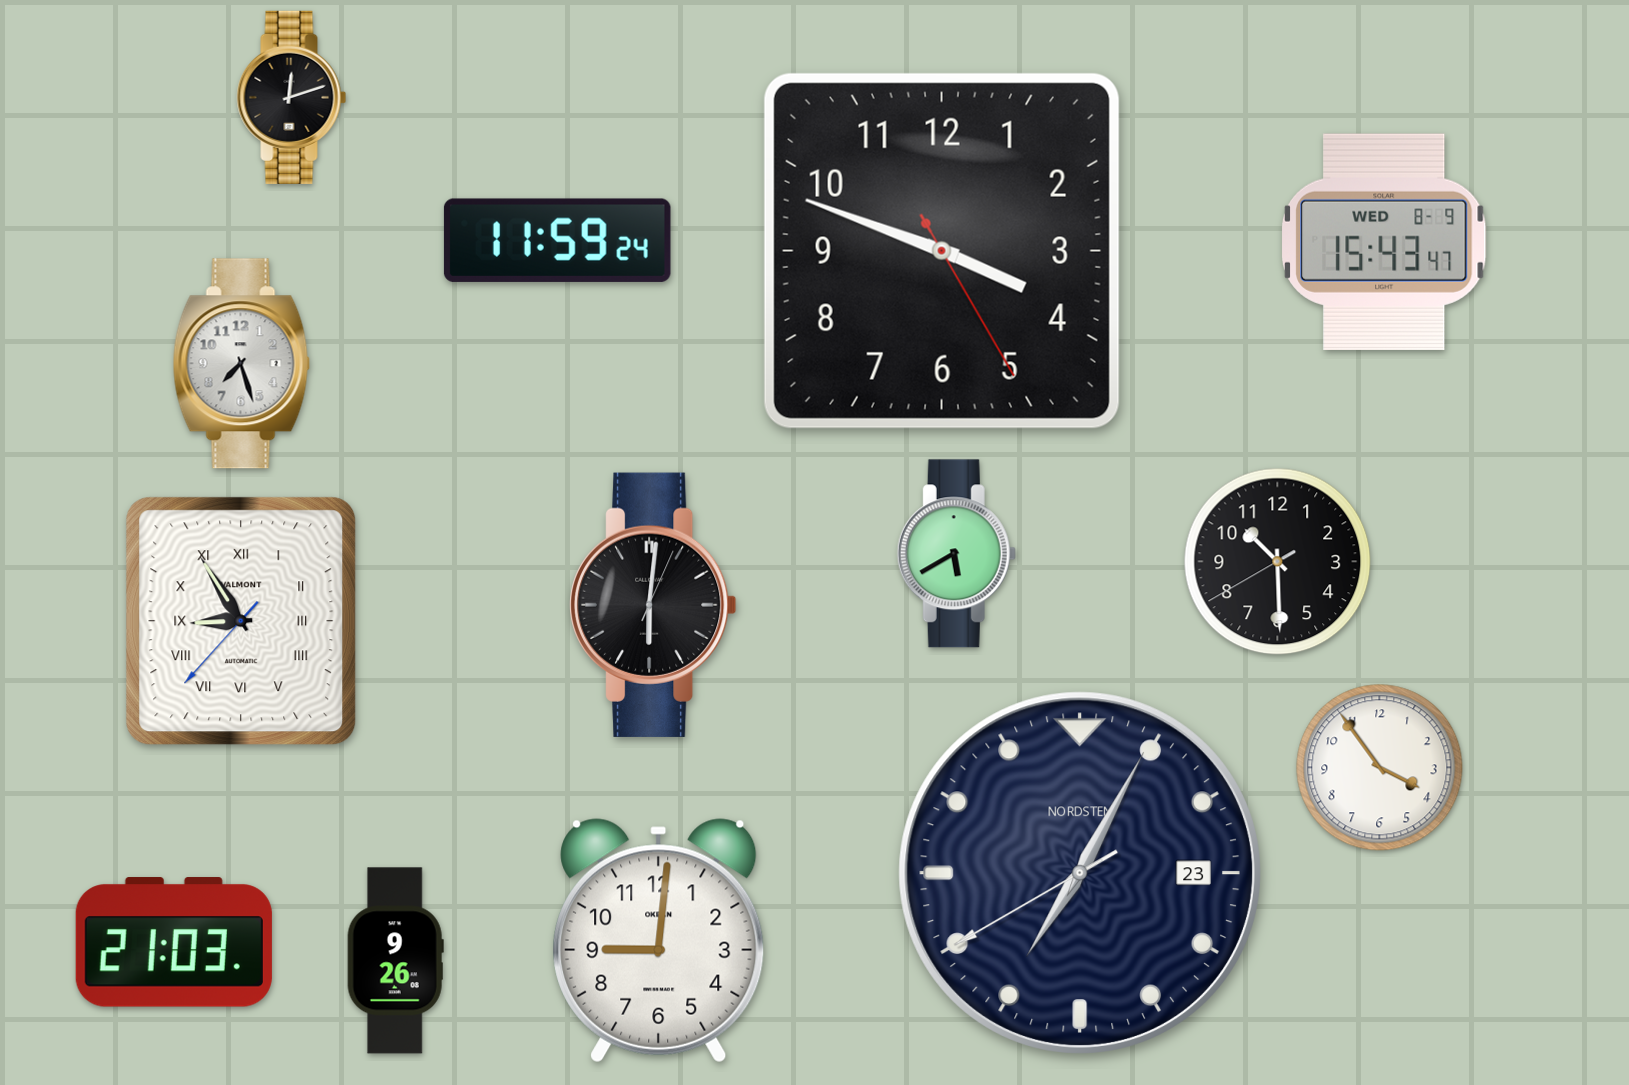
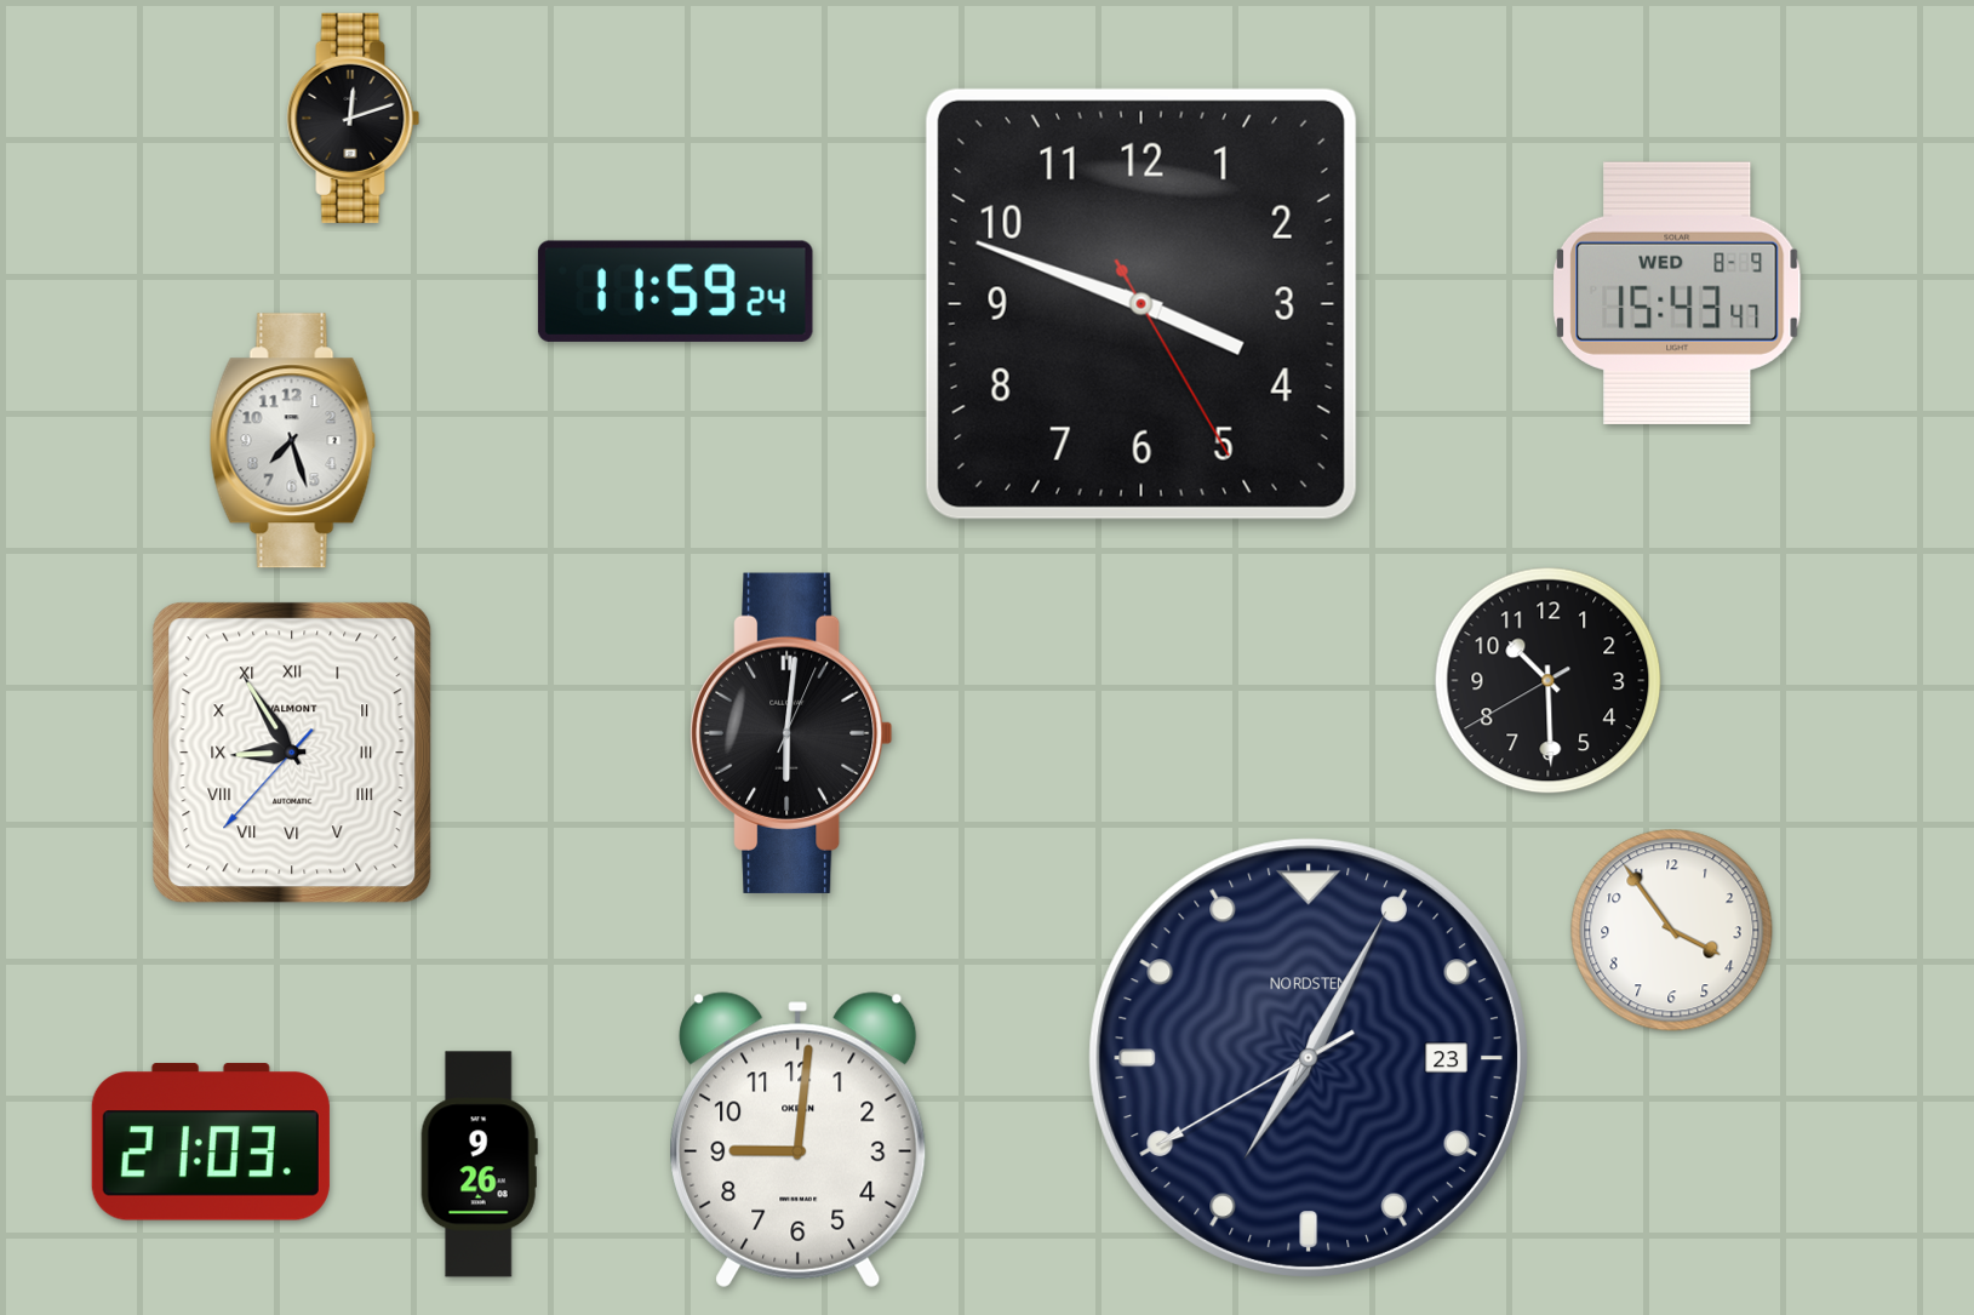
clock at (956, 554): 5:40 -> none
